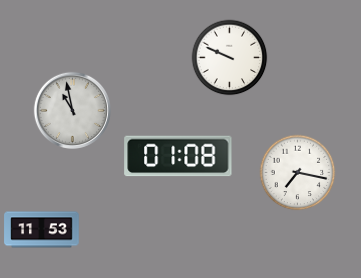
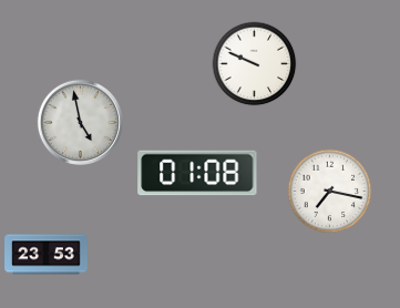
clock at (72, 110): 10:58 -> 4:58
clock at (42, 230): 11:53 -> 23:53
